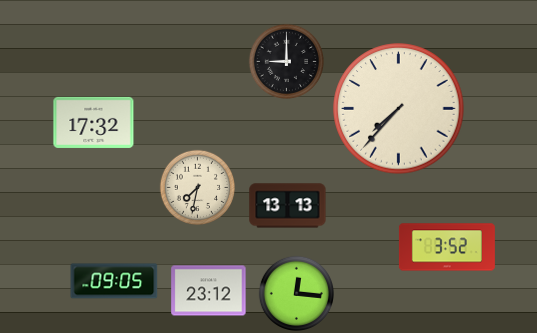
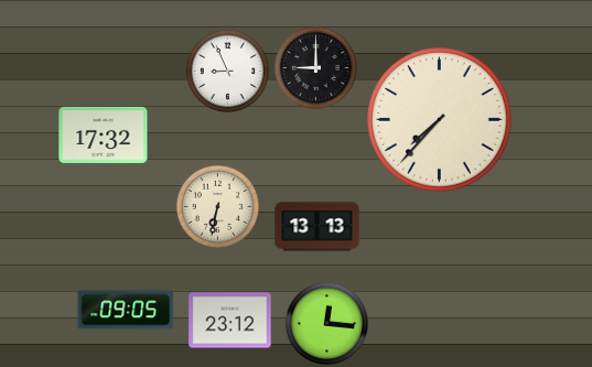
clock at (227, 71): none -> 8:56
clock at (197, 187): 7:32 -> 6:32
clock at (447, 247): 3:52 -> none
